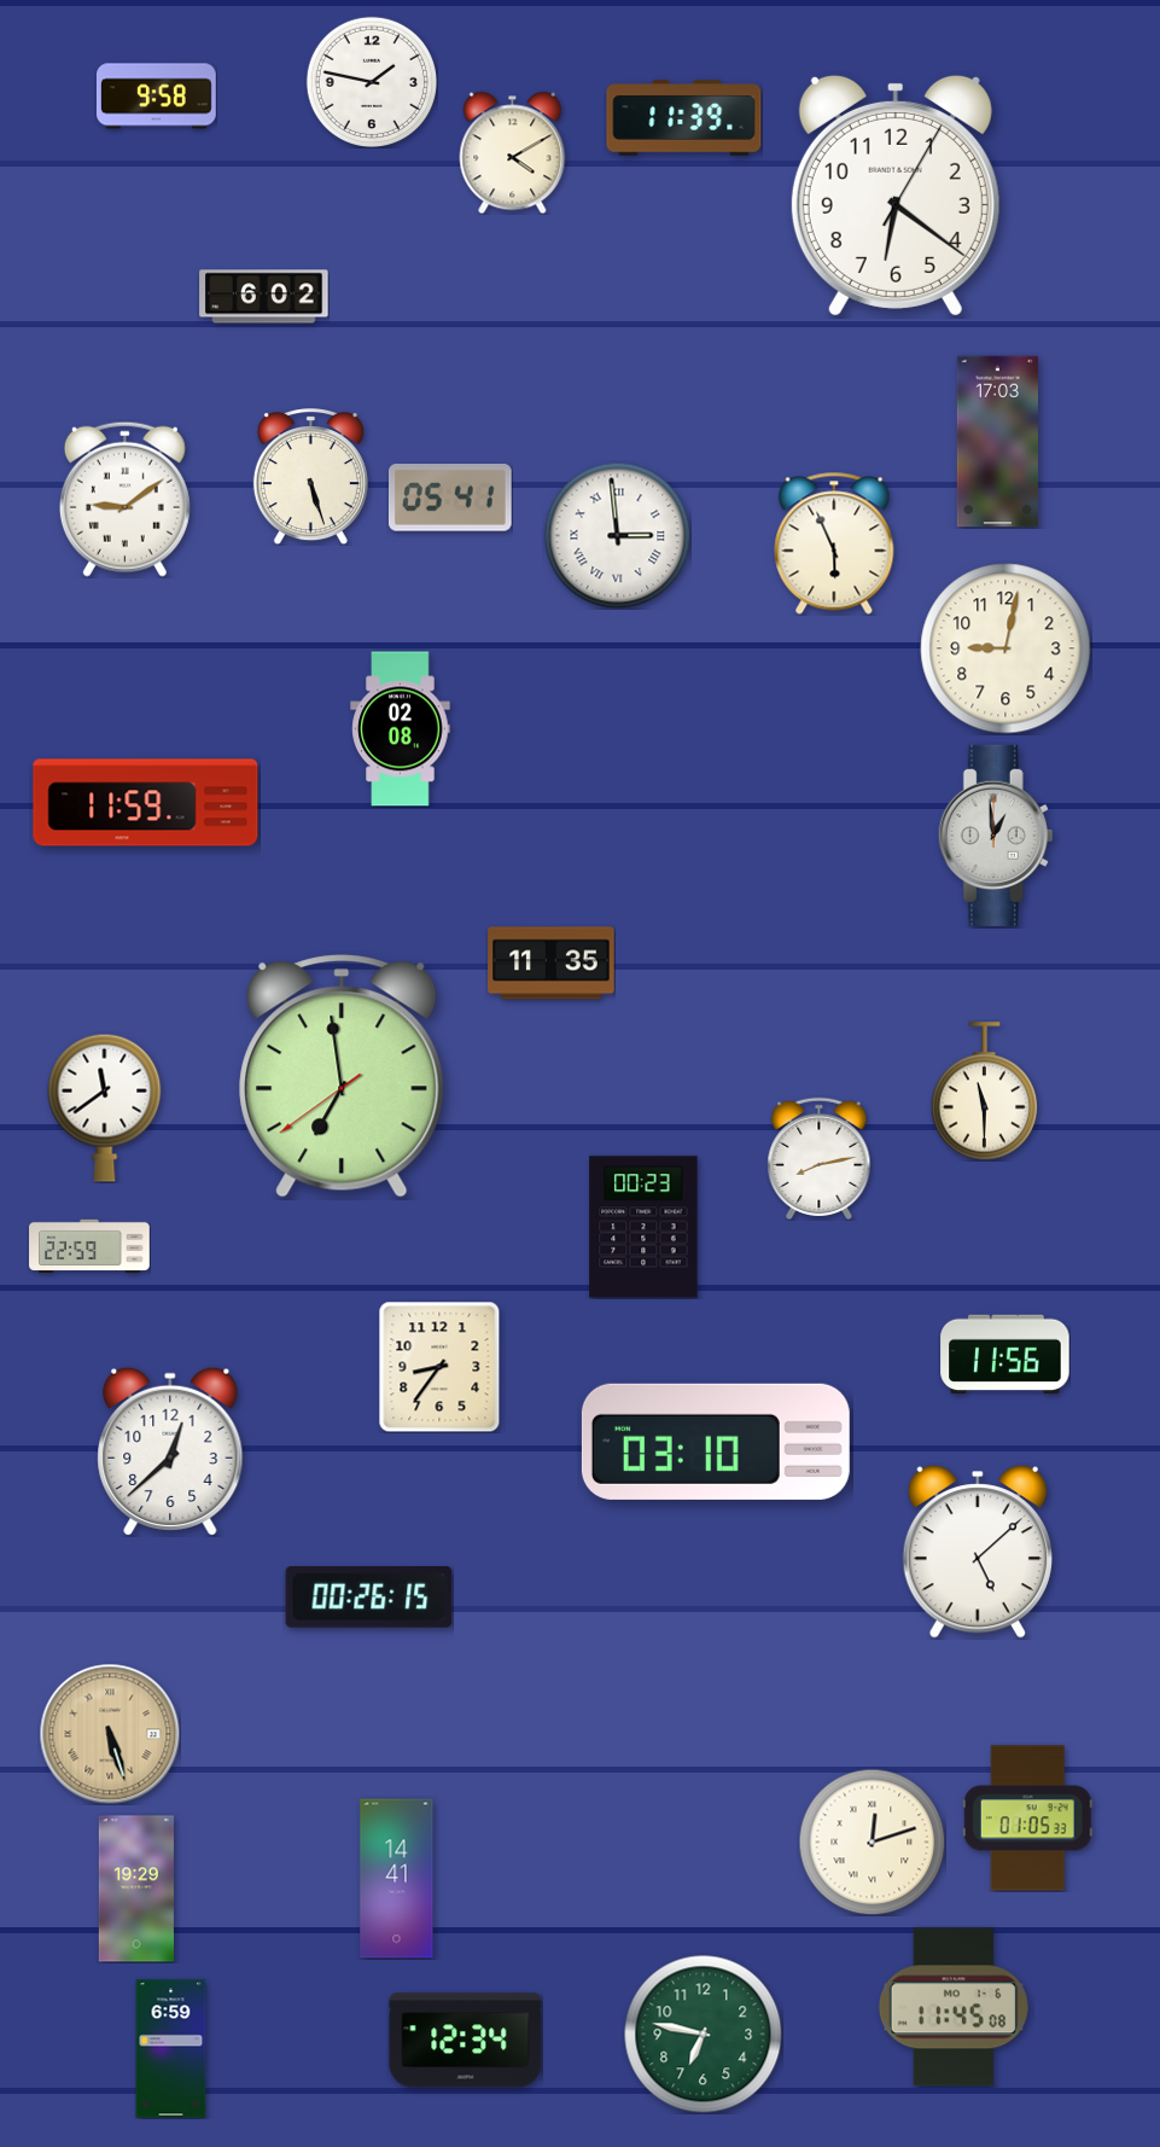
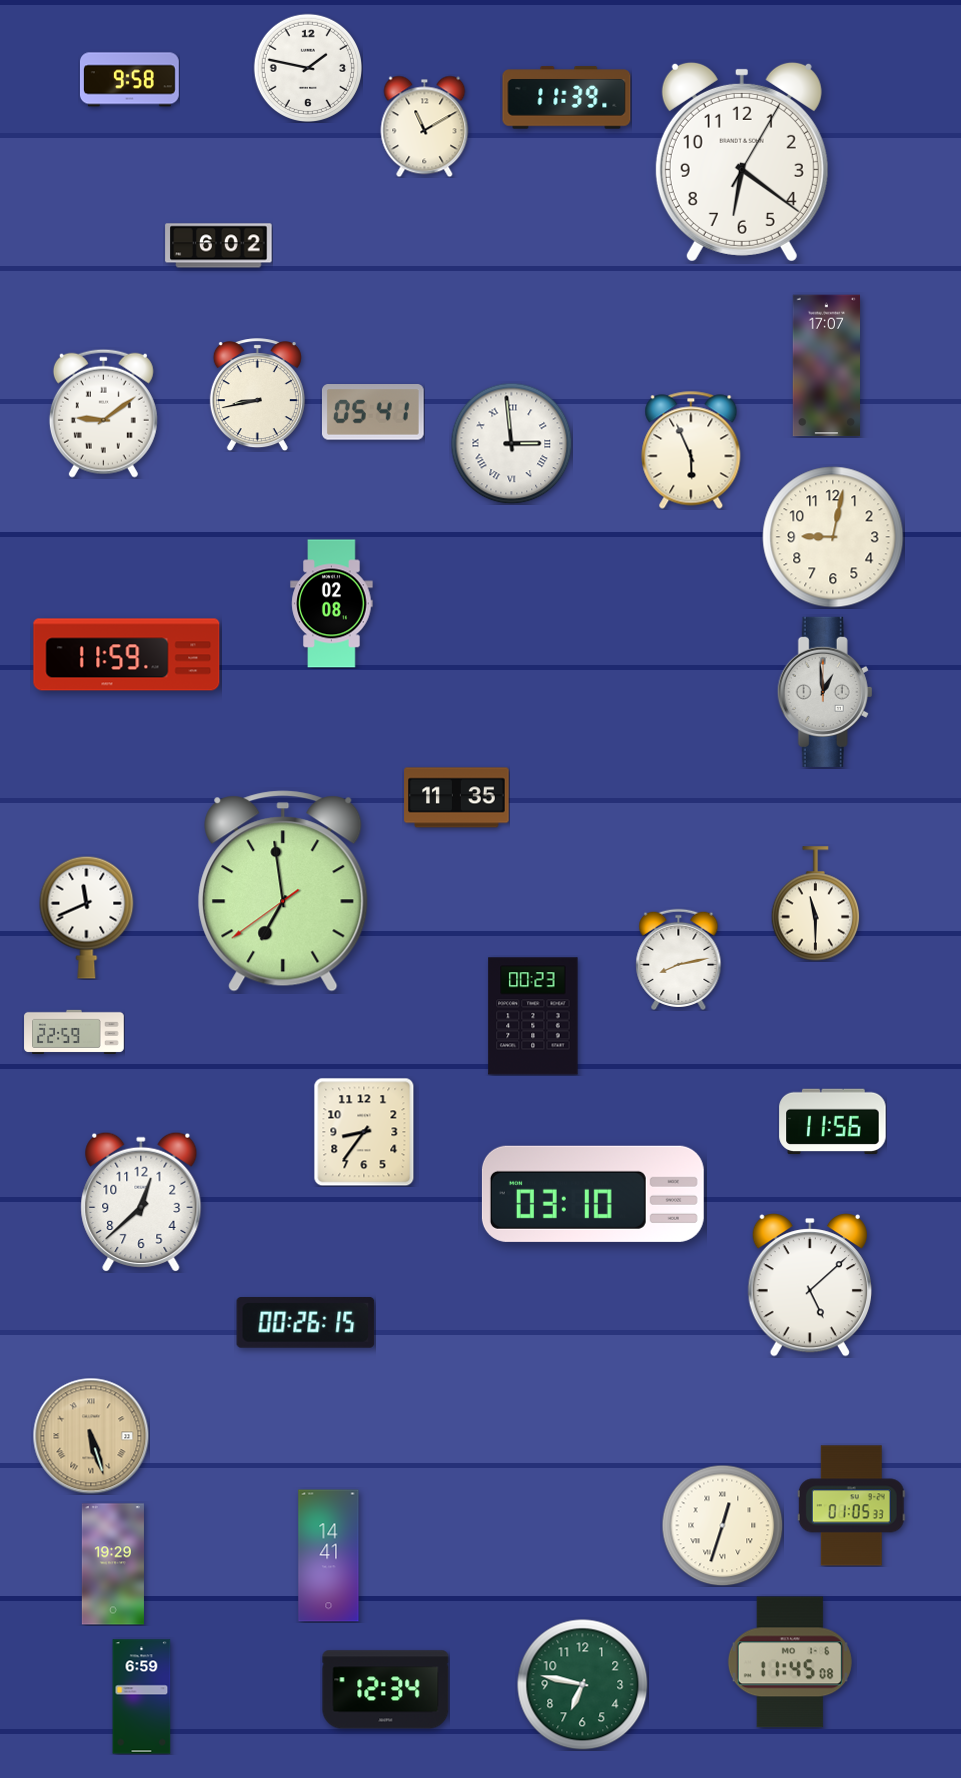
clock at (513, 152): 4:10 -> 11:10
clock at (997, 442): 17:03 -> 17:07
clock at (310, 477): 5:27 -> 8:43
clock at (146, 803) position: (146, 803) -> (127, 655)
clock at (105, 1107): 11:39 -> 11:41
clock at (872, 1841): 12:12 -> 12:33
